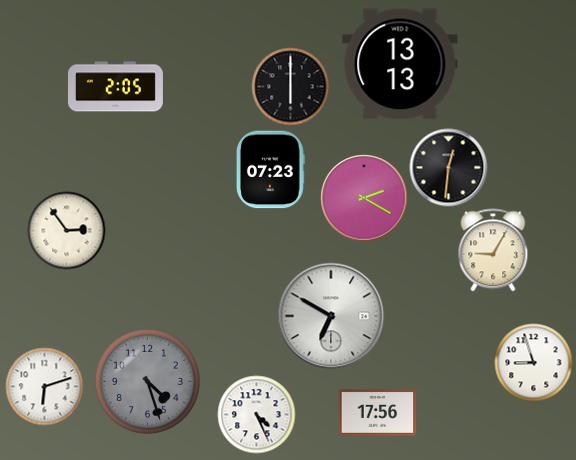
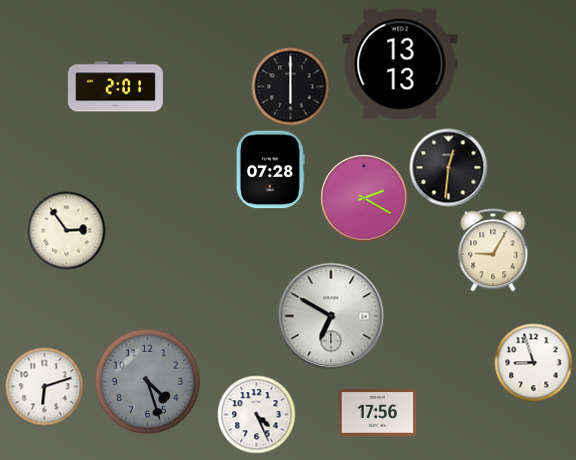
clock at (115, 87): 2:05 -> 2:01
clock at (270, 169): 07:23 -> 07:28
